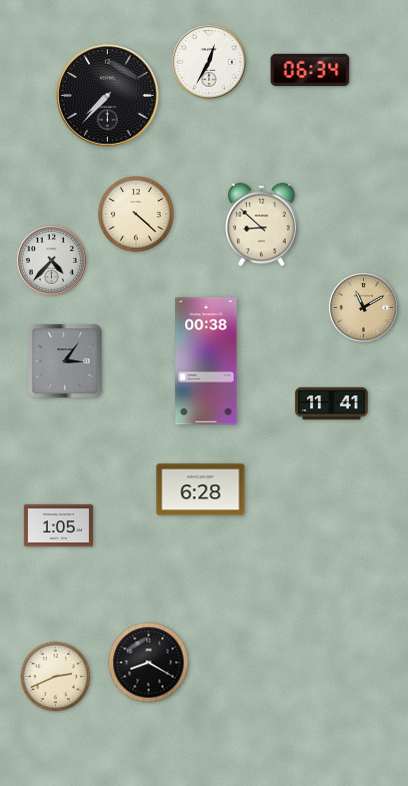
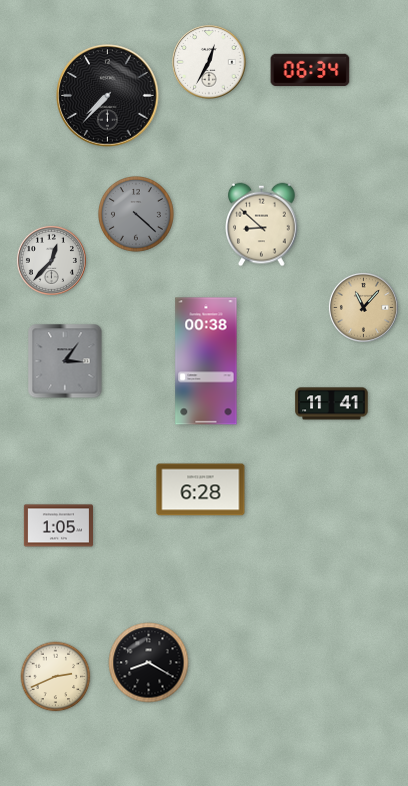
clock at (137, 215) dial: cream -> grey
clock at (51, 260): 4:37 -> 12:37
clock at (363, 307): 11:10 -> 11:07
